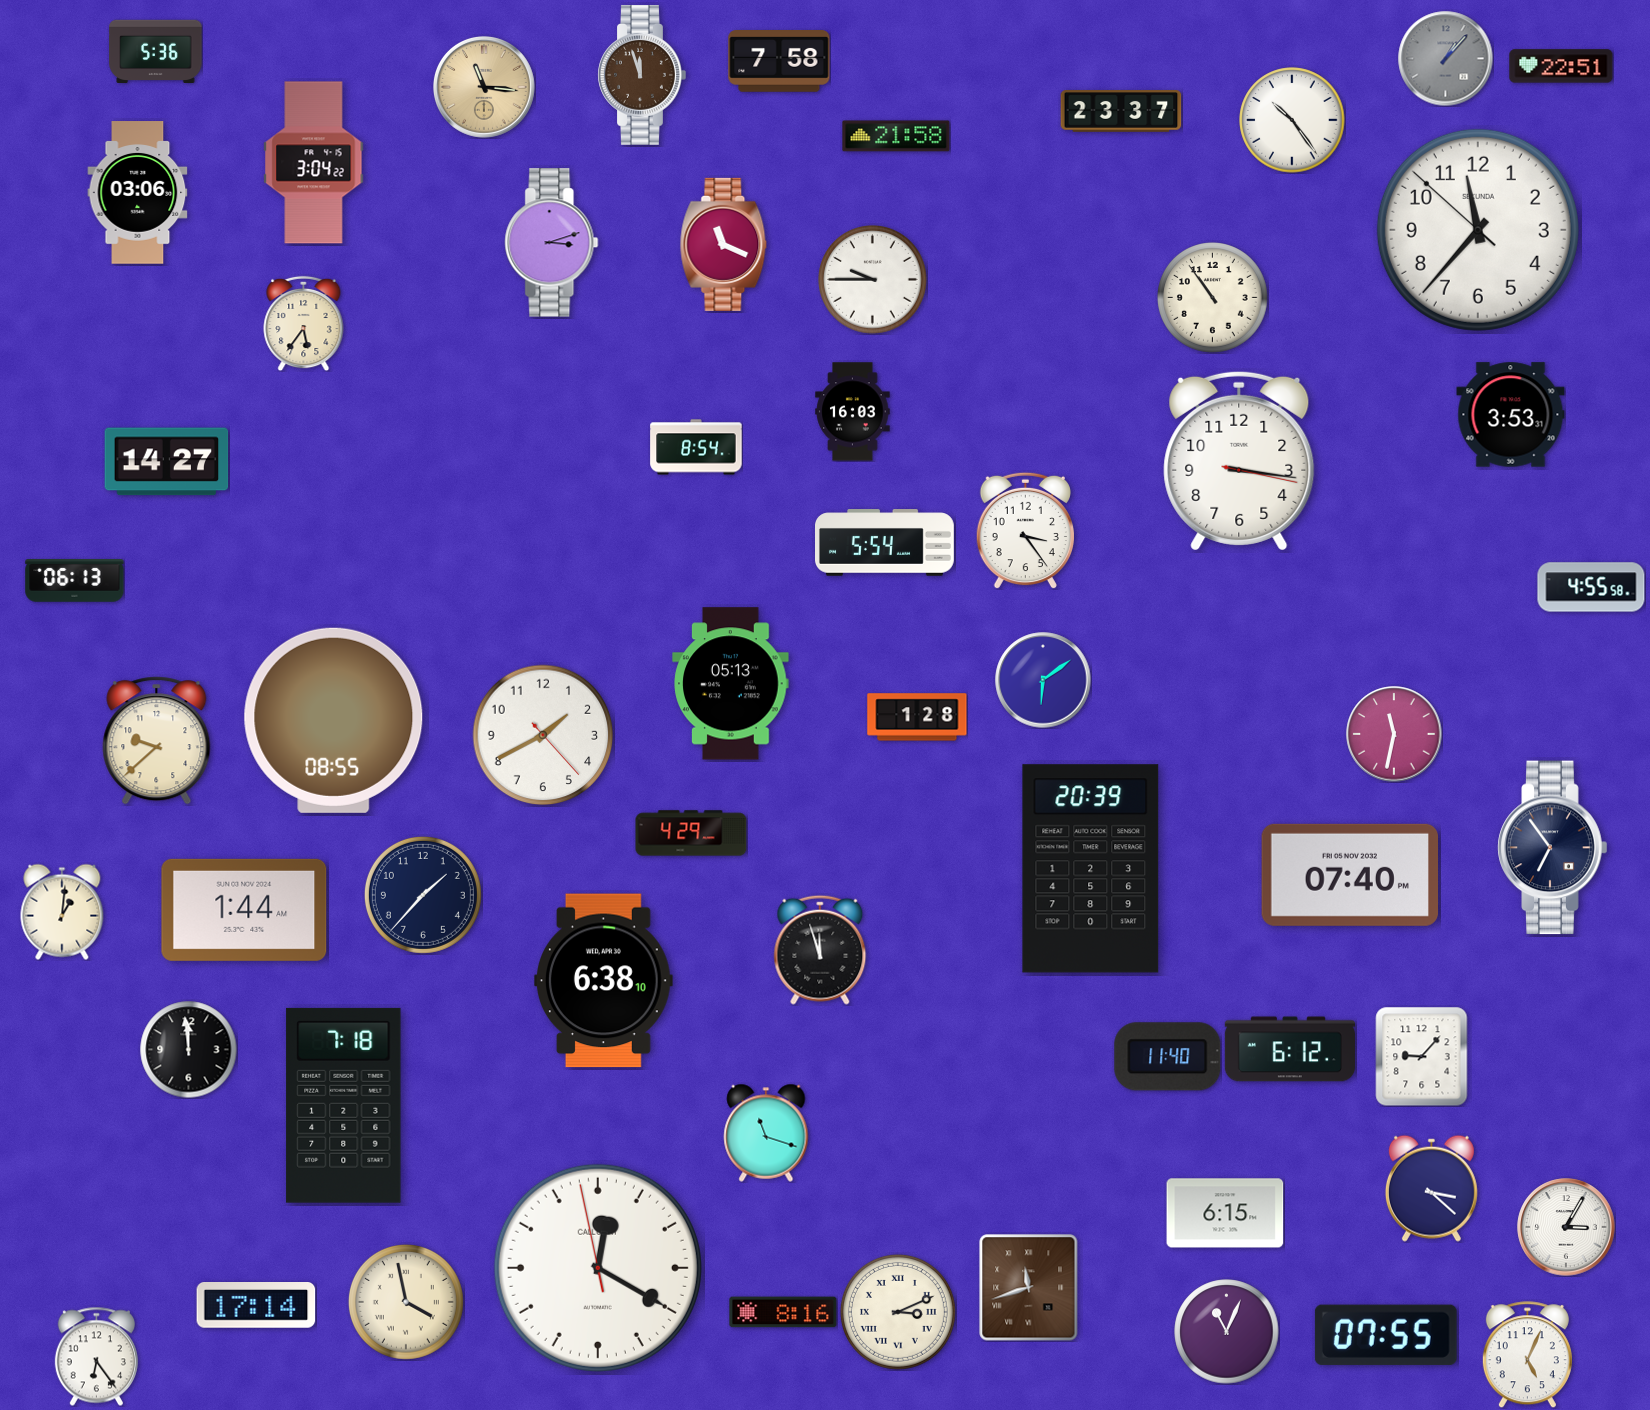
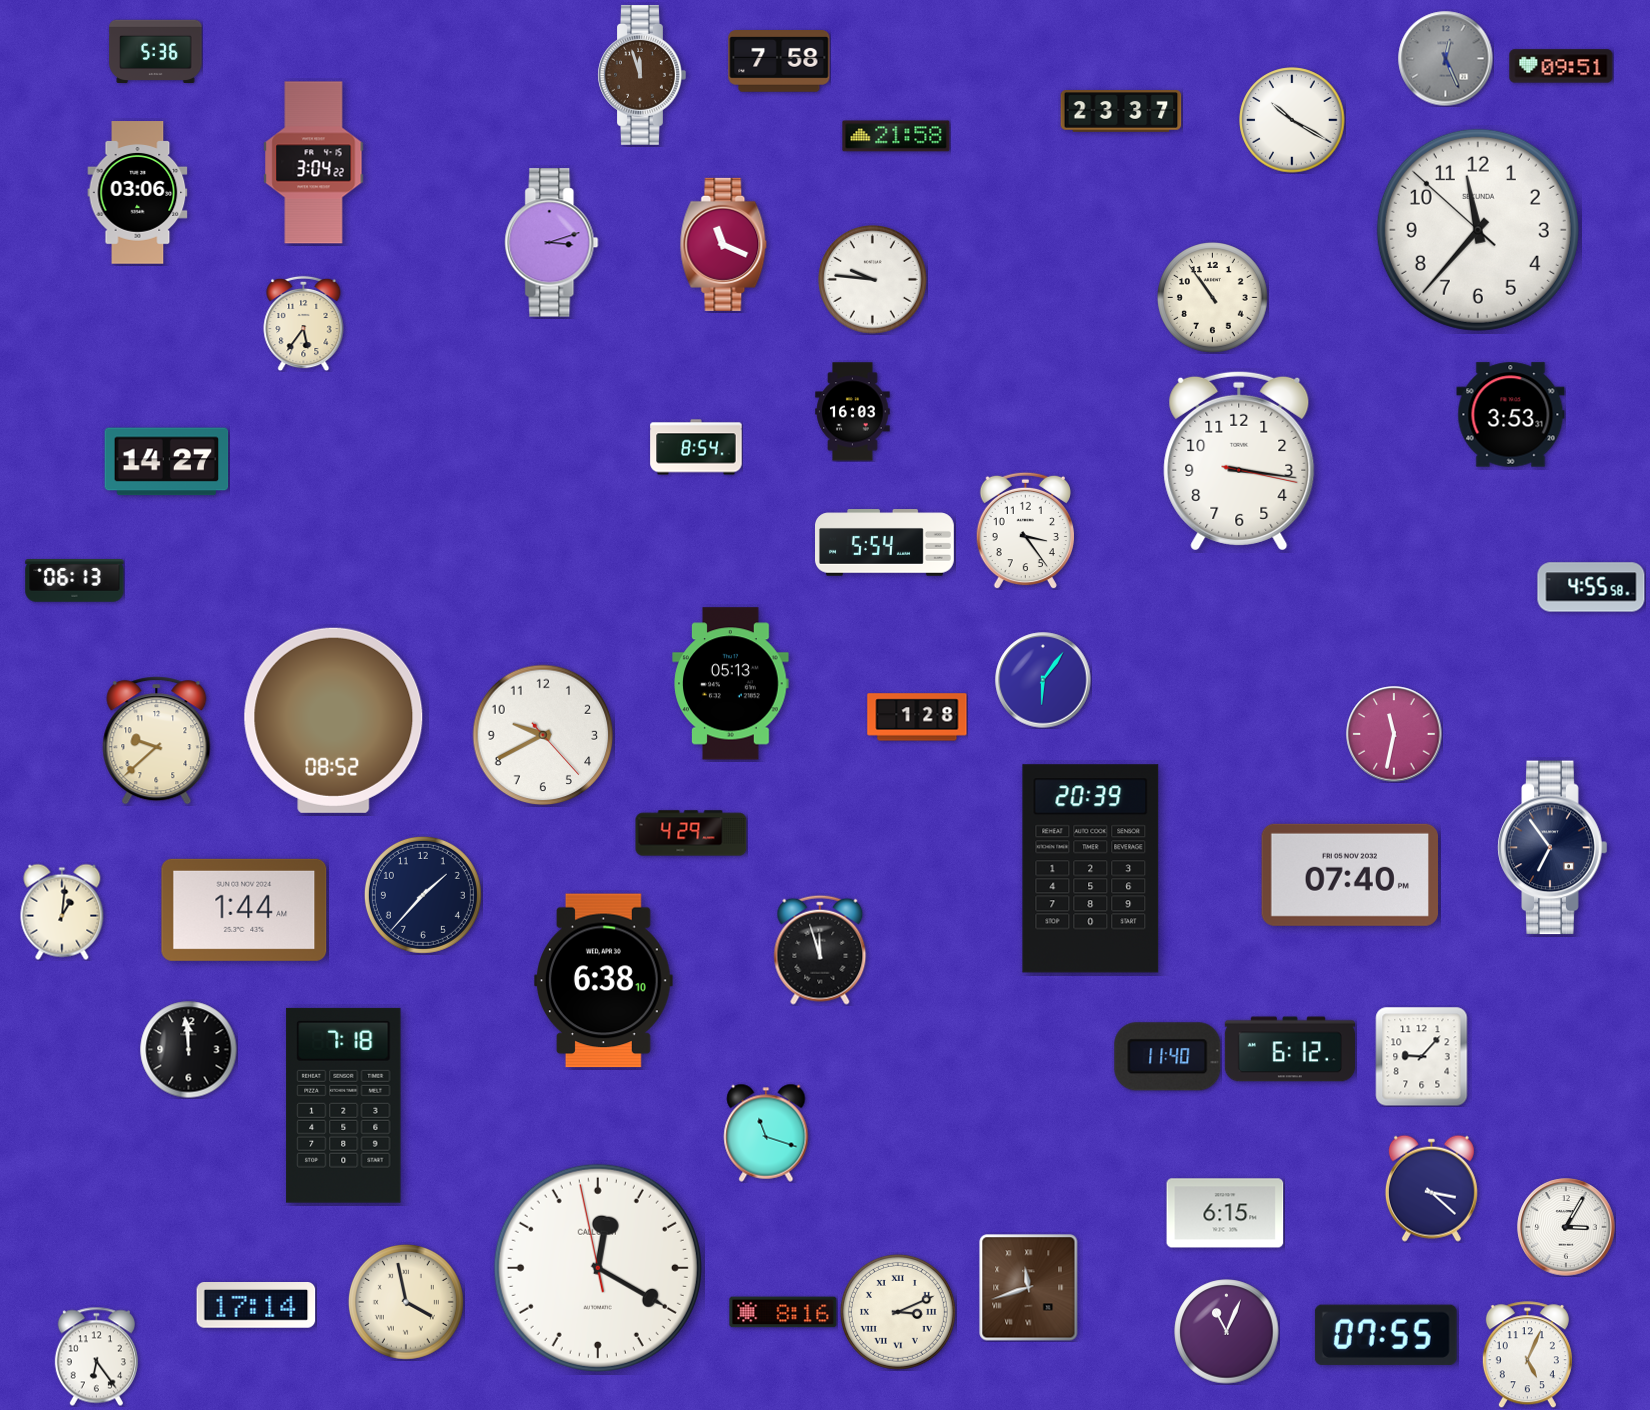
clock at (1445, 58): 1:07 -> 12:26
clock at (1561, 66): 22:51 -> 09:51
clock at (485, 88): 11:16 -> none
clock at (1292, 120): 10:24 -> 10:20
clock at (873, 280): 9:45 -> 9:46
clock at (1043, 680): 6:09 -> 6:06
clock at (334, 720): 08:55 -> 08:52
clock at (543, 735): 1:40 -> 9:40
